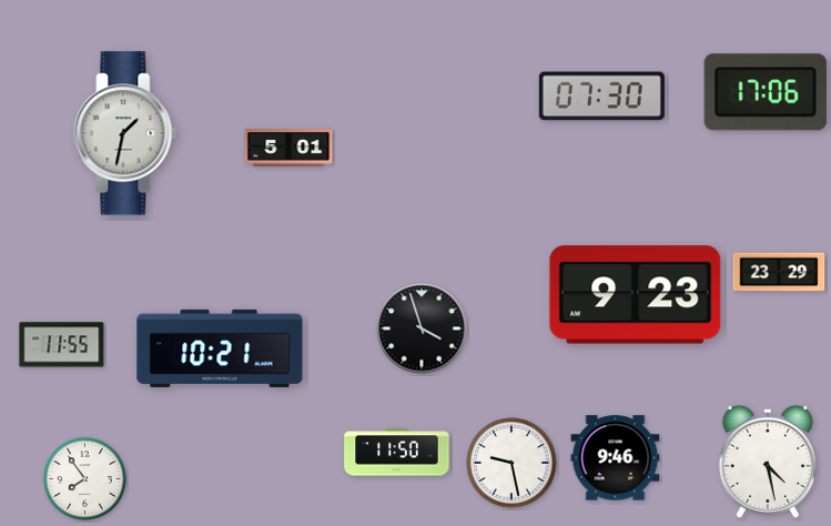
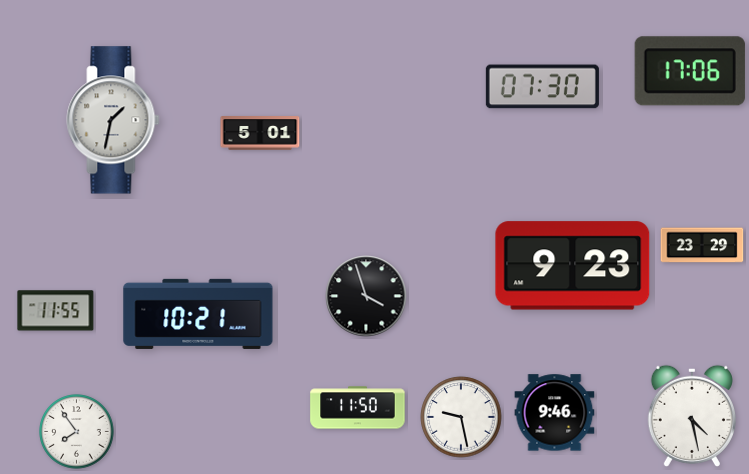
clock at (766, 92) position: (766, 92) -> (690, 71)
clock at (422, 328) position: (422, 328) -> (366, 296)
